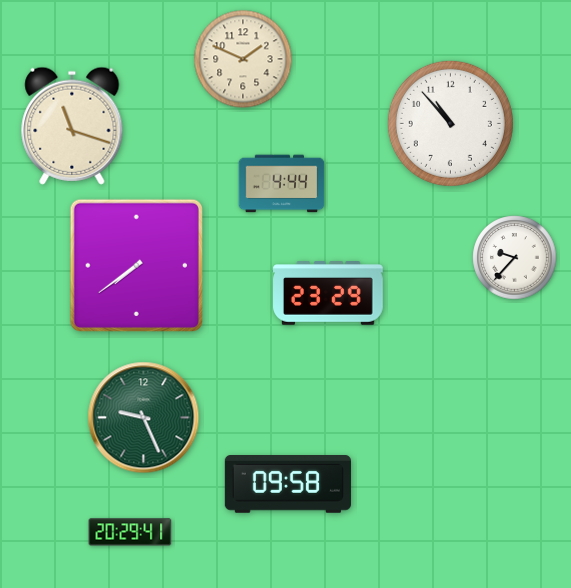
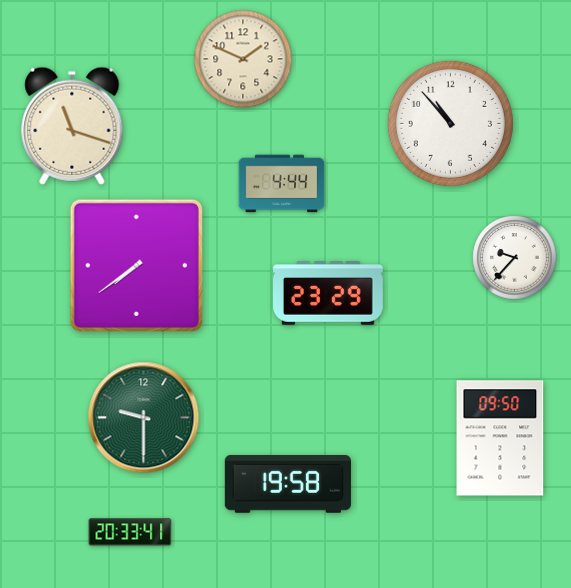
clock at (144, 418): 9:26 -> 9:30
clock at (500, 438): none -> 09:50
clock at (288, 485): 09:58 -> 19:58
clock at (130, 532): 20:29 -> 20:33
